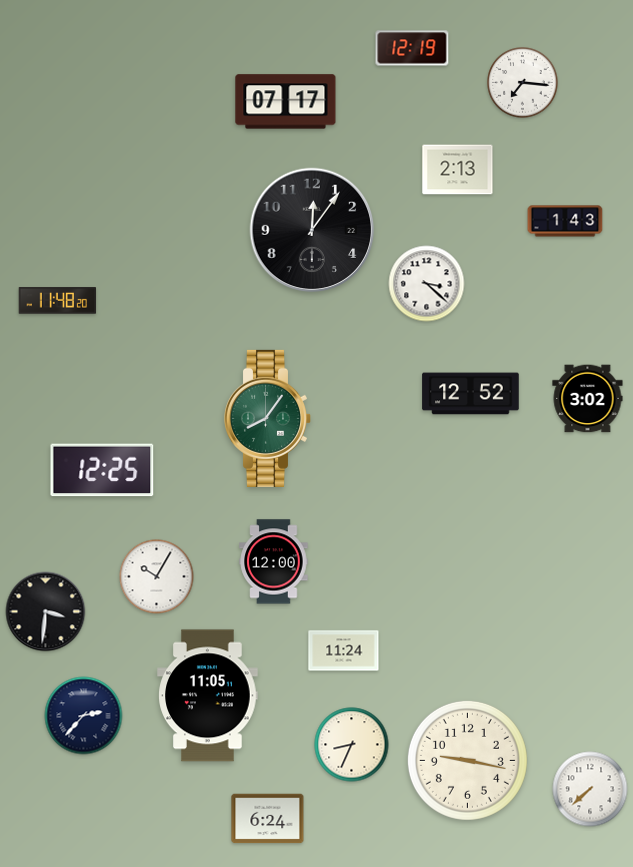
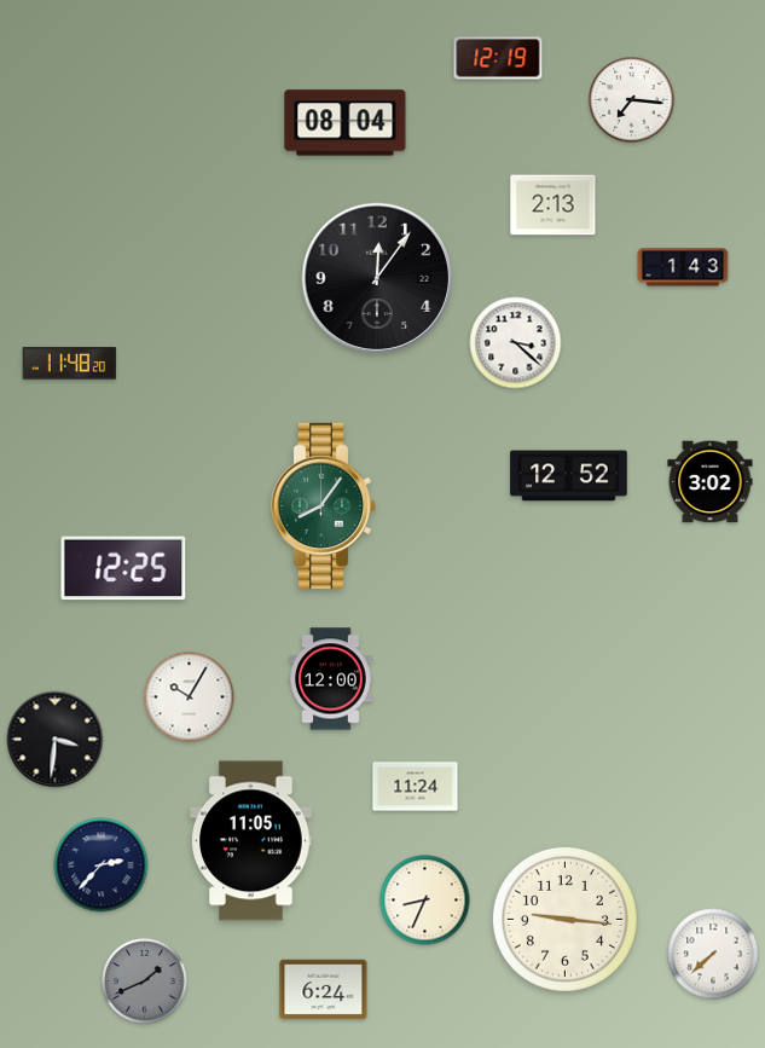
clock at (286, 102): 07:17 -> 08:04
clock at (467, 760): 9:17 -> 9:16
clock at (145, 982): none -> 1:41
